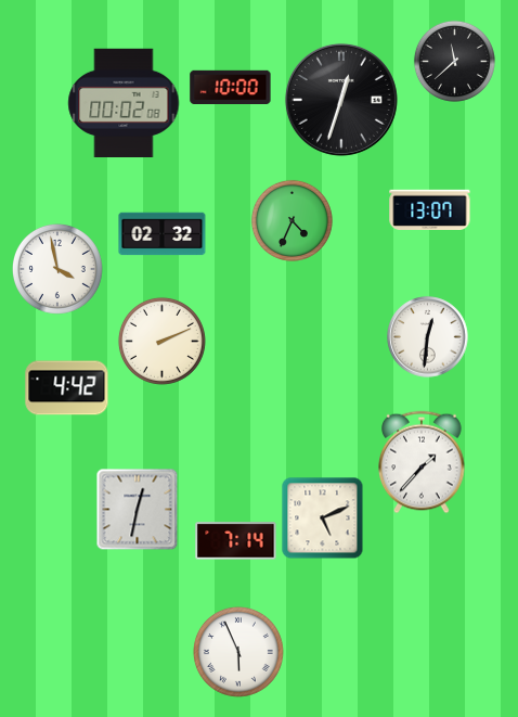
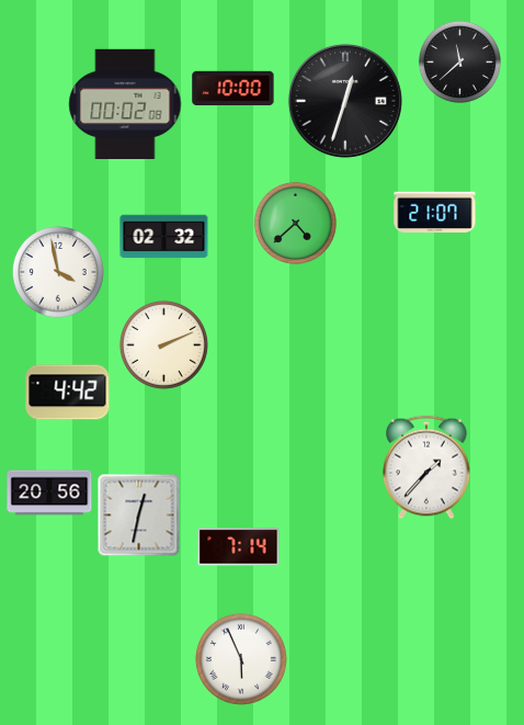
clock at (430, 209): 13:07 -> 21:07
clock at (292, 220): 4:34 -> 4:38
clock at (428, 337): 12:31 -> none
clock at (49, 492): none -> 20:56
clock at (323, 518): 5:11 -> none
